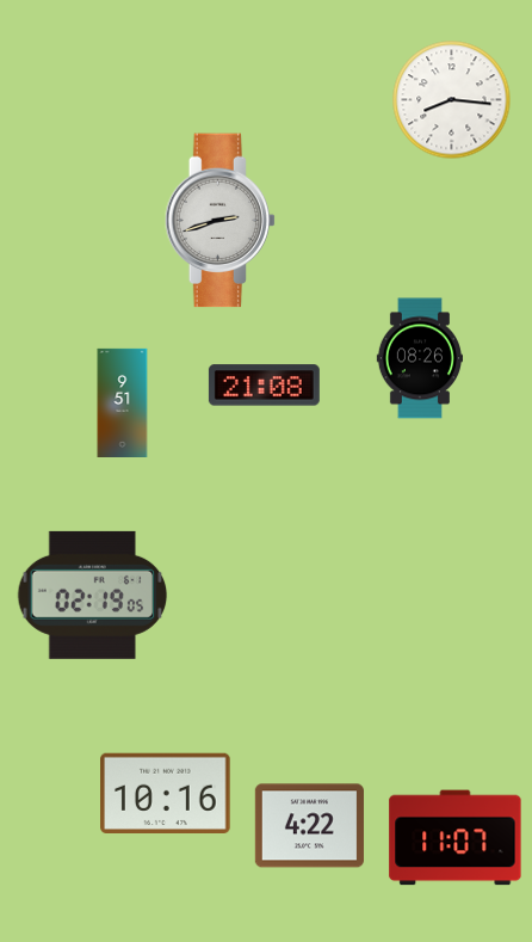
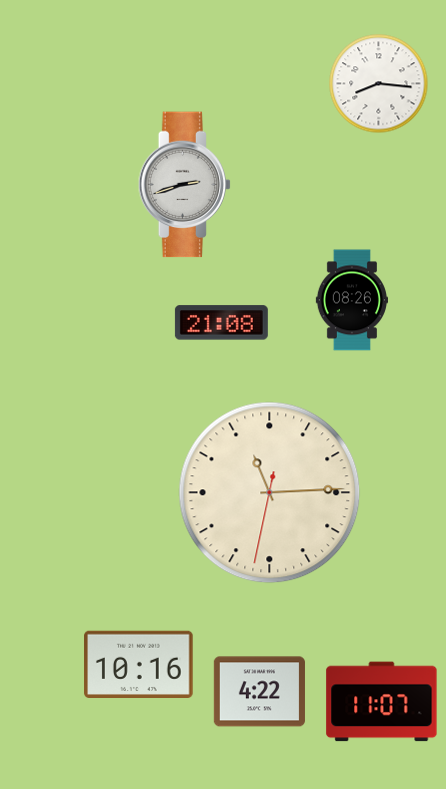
clock at (123, 402): 9:51 -> none
clock at (270, 493): none -> 11:14
clock at (93, 595): 02:19 -> none
